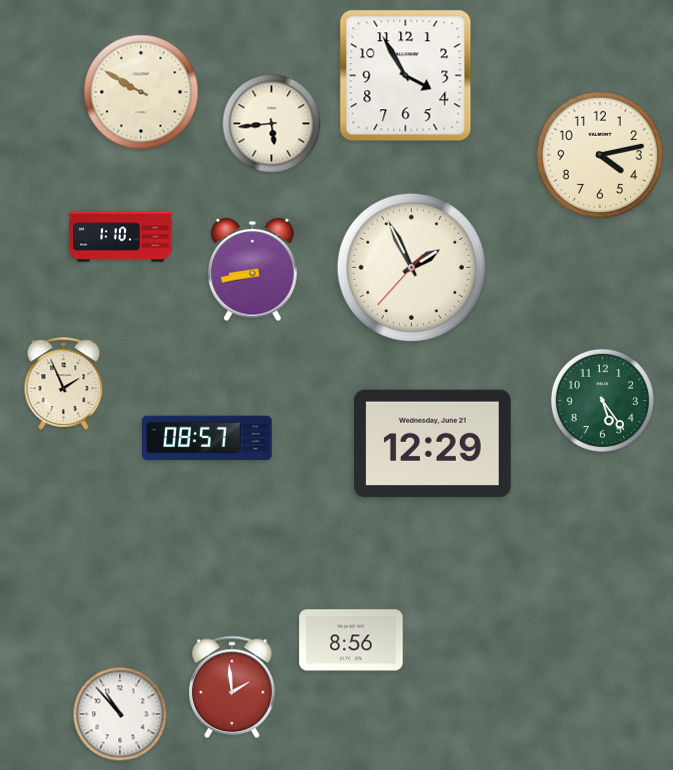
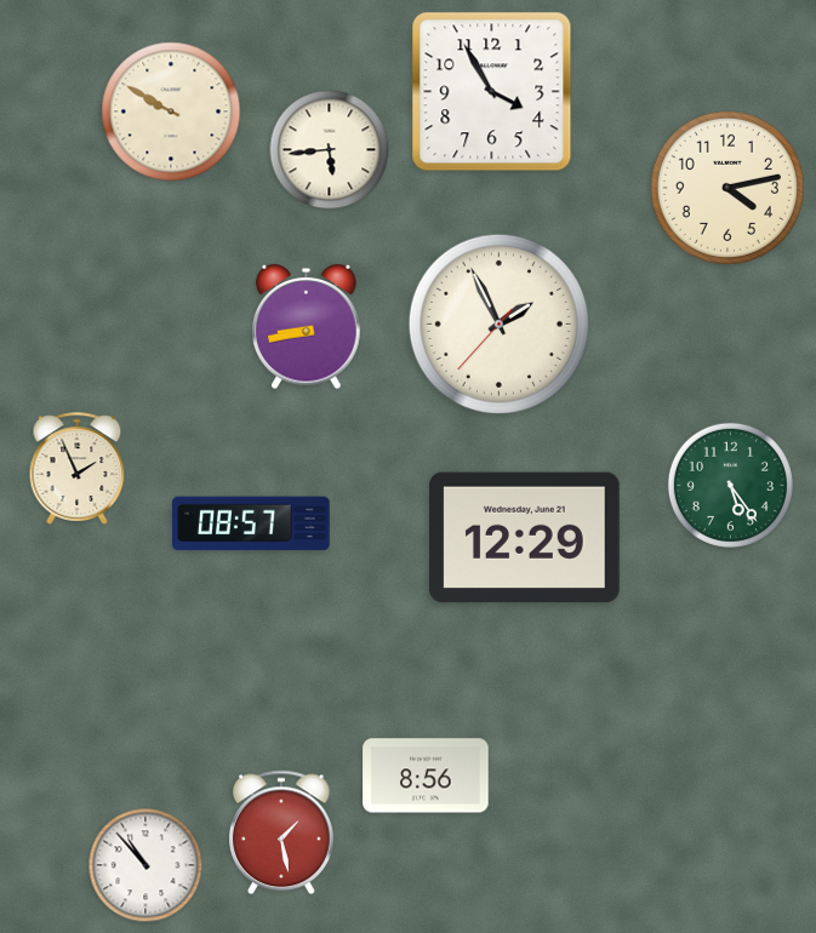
clock at (121, 237): 1:10 -> none
clock at (64, 383) position: (64, 383) -> (78, 468)
clock at (207, 438) position: (207, 438) -> (251, 523)
clock at (232, 687): 1:59 -> 1:28
